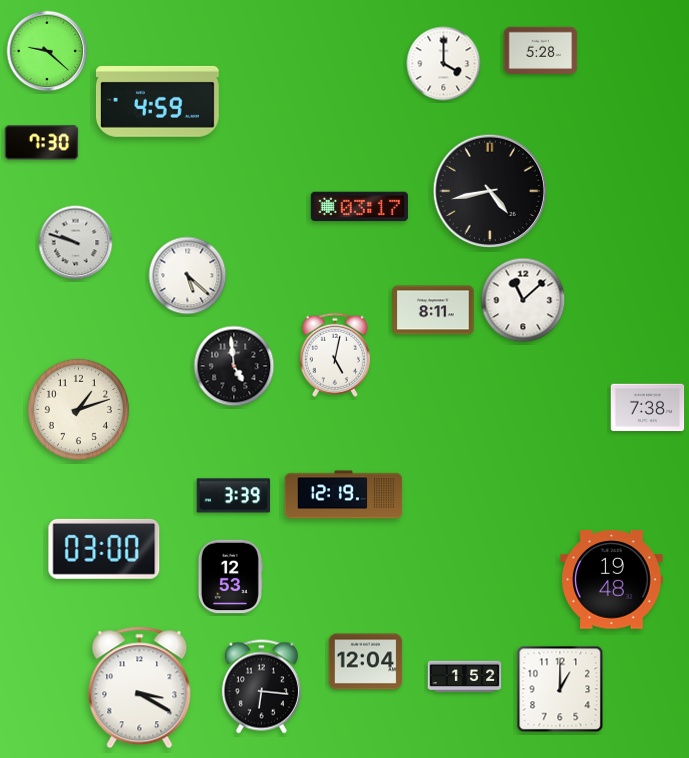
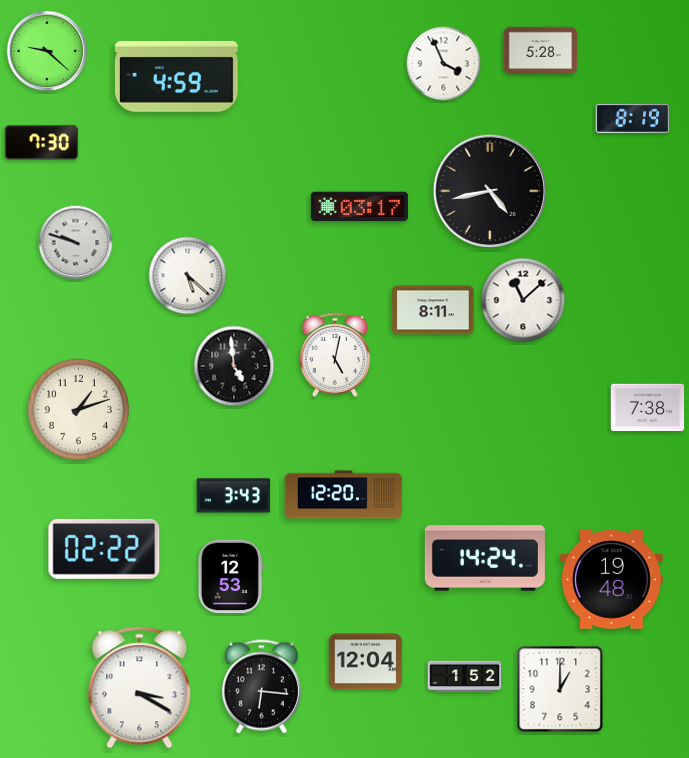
clock at (444, 64): 4:00 -> 3:56
clock at (157, 101) position: (157, 101) -> (176, 76)
clock at (633, 118): none -> 8:19
clock at (344, 495): 12:19 -> 12:20
clock at (234, 496): 3:39 -> 3:43
clock at (104, 549): 03:00 -> 02:22
clock at (485, 558): none -> 14:24
